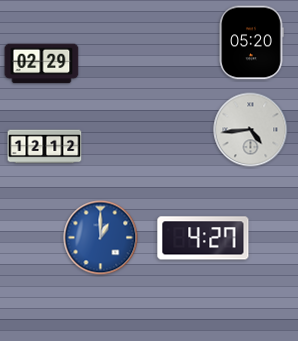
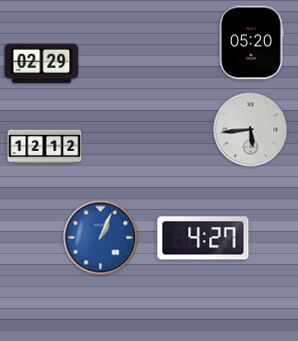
clock at (251, 130): 4:44 -> 5:44
clock at (101, 238): 1:00 -> 1:04
